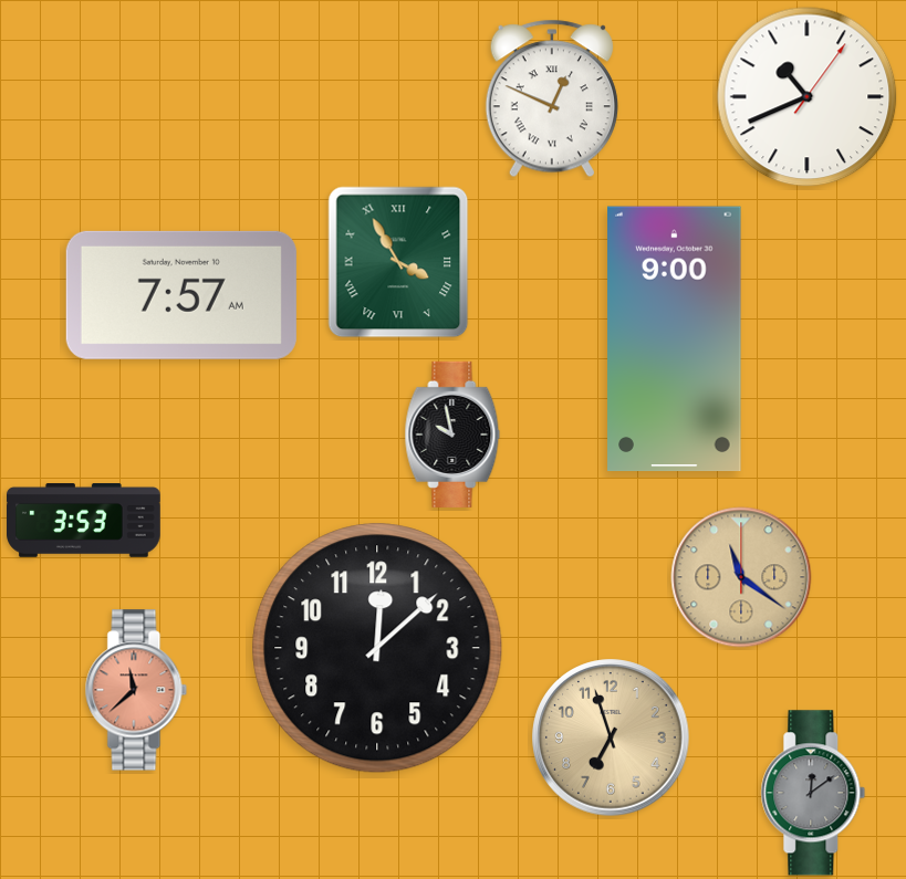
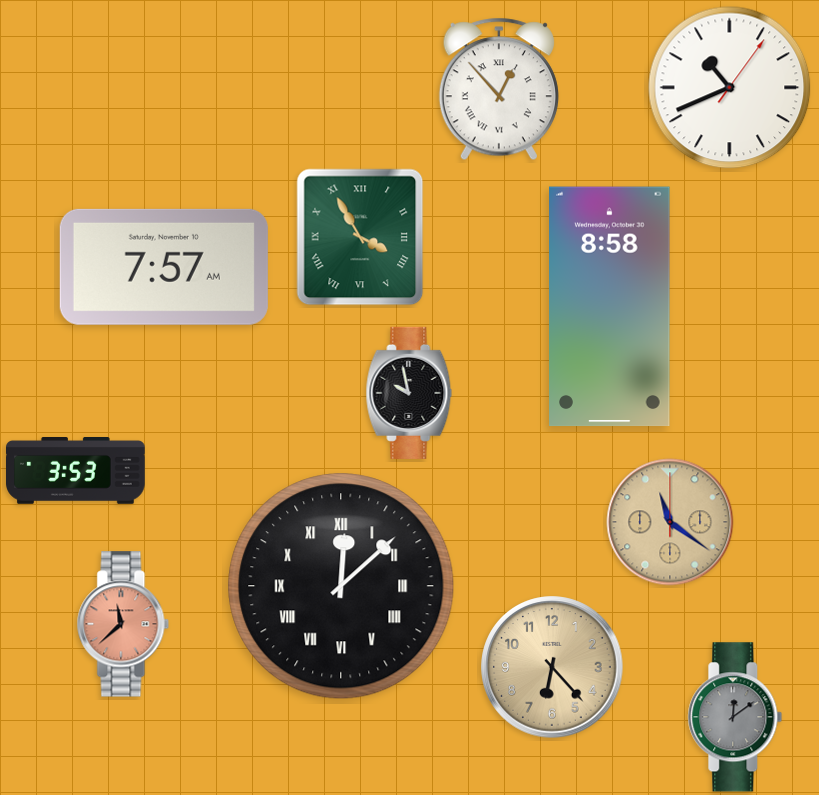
clock at (552, 98): 12:49 -> 12:53
clock at (675, 339): 9:00 -> 8:58
clock at (377, 648) numerals: Arabic -> Roman
clock at (611, 737): 6:57 -> 6:23
